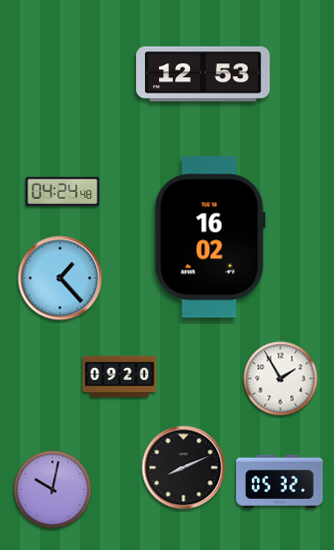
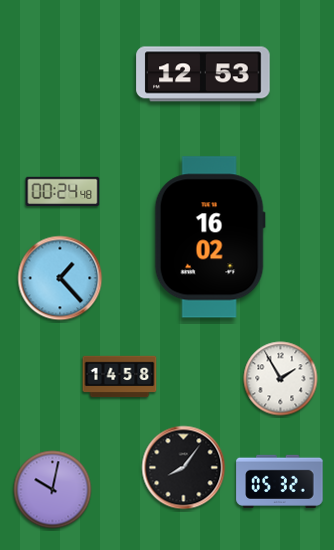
clock at (63, 191): 04:24 -> 00:24
clock at (120, 377): 09:20 -> 14:58
clock at (184, 468): 8:11 -> 8:06
